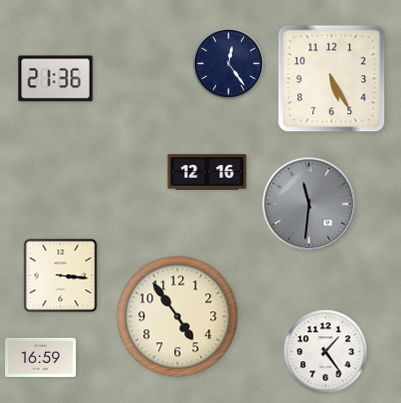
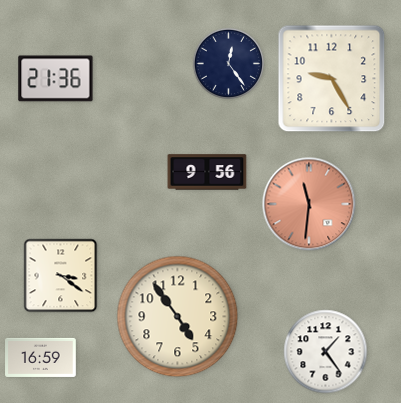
clock at (332, 79): 5:25 -> 9:25
clock at (207, 172): 12:16 -> 9:56
clock at (309, 204) dial: grey -> salmon
clock at (61, 276): 3:16 -> 3:21
